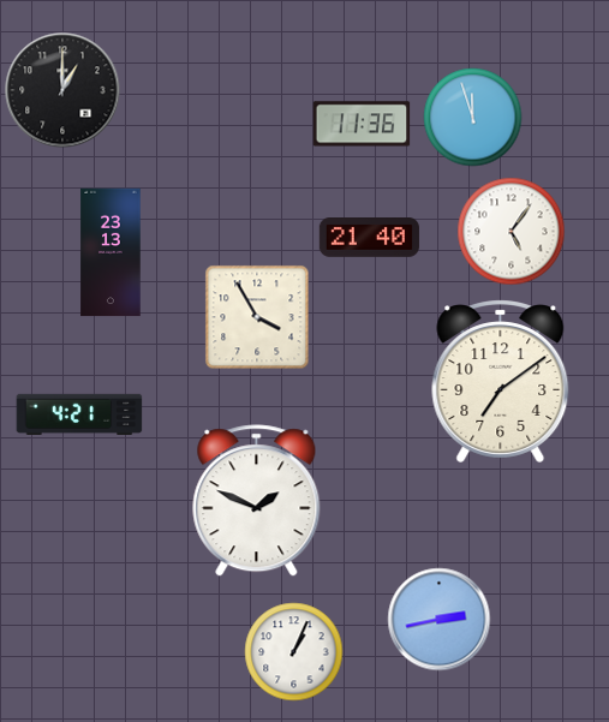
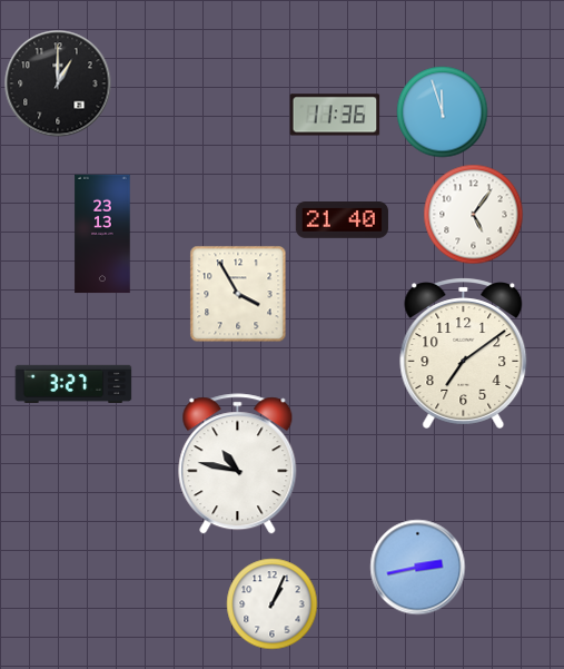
clock at (473, 118) position: (473, 118) -> (443, 112)
clock at (79, 414): 4:21 -> 3:27
clock at (257, 501): 1:49 -> 10:47
clock at (440, 620) position: (440, 620) -> (418, 568)
